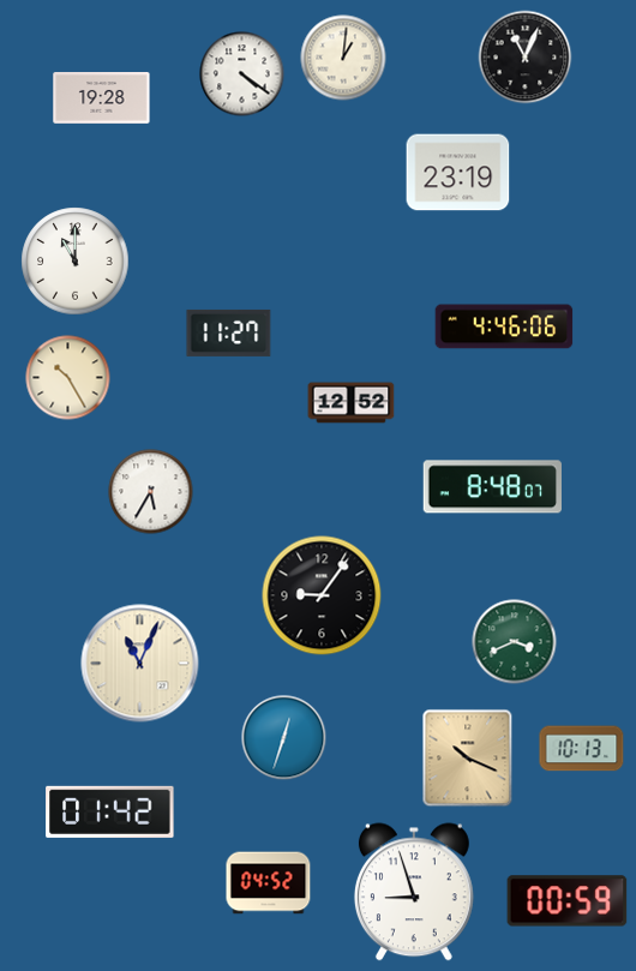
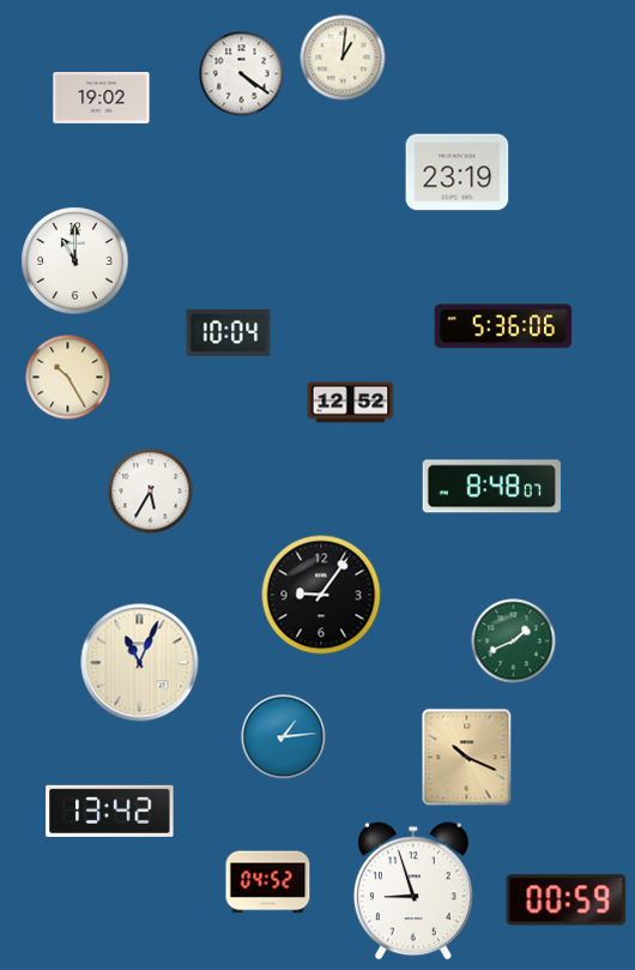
clock at (526, 58): 11:04 -> none
clock at (102, 98): 19:28 -> 19:02
clock at (504, 326): 4:46 -> 5:36
clock at (229, 332): 11:27 -> 10:04
clock at (515, 642): 3:41 -> 1:41
clock at (284, 738): 12:33 -> 1:14
clock at (582, 749): 10:13 -> none
clock at (110, 811): 01:42 -> 13:42
